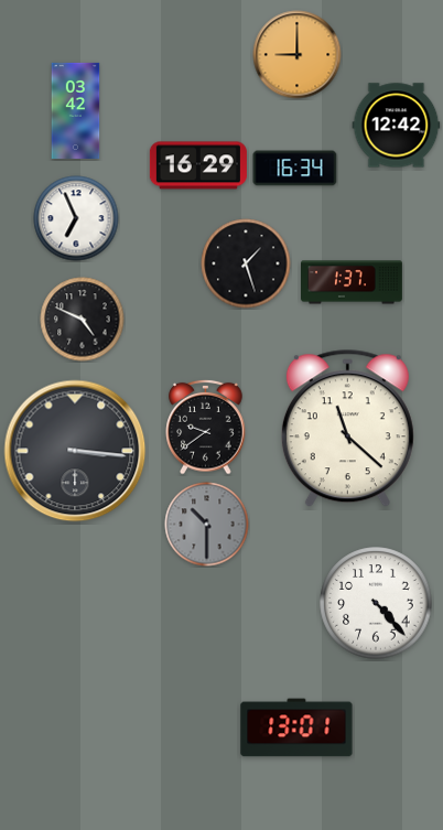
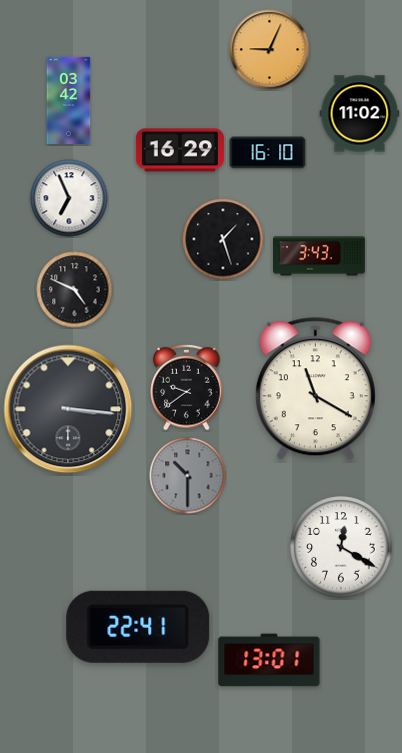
clock at (298, 55): 9:00 -> 9:04
clock at (397, 126): 12:42 -> 11:02
clock at (295, 169): 16:34 -> 16:10
clock at (353, 282): 1:37 -> 3:43
clock at (347, 429): 11:22 -> 11:20
clock at (376, 603): 4:23 -> 12:20
clock at (138, 627): none -> 22:41
